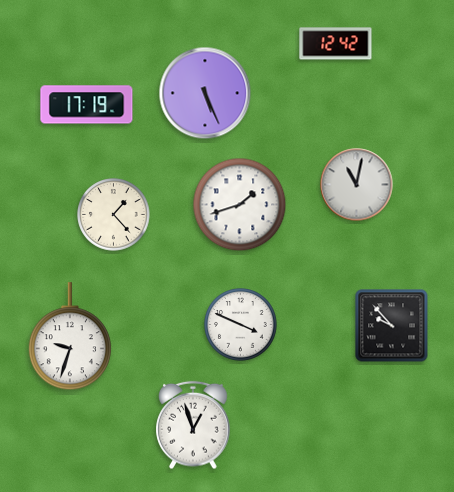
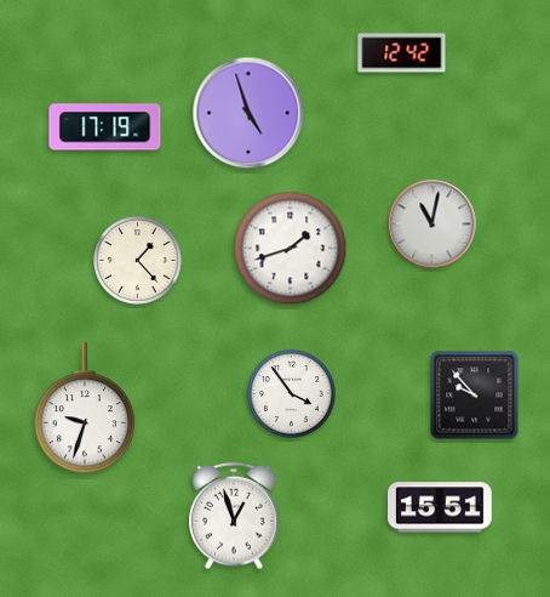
clock at (336, 44) position: (336, 44) -> (402, 53)
clock at (205, 93): 5:26 -> 4:57
clock at (241, 325): 3:49 -> 3:54
clock at (441, 507): none -> 15:51
